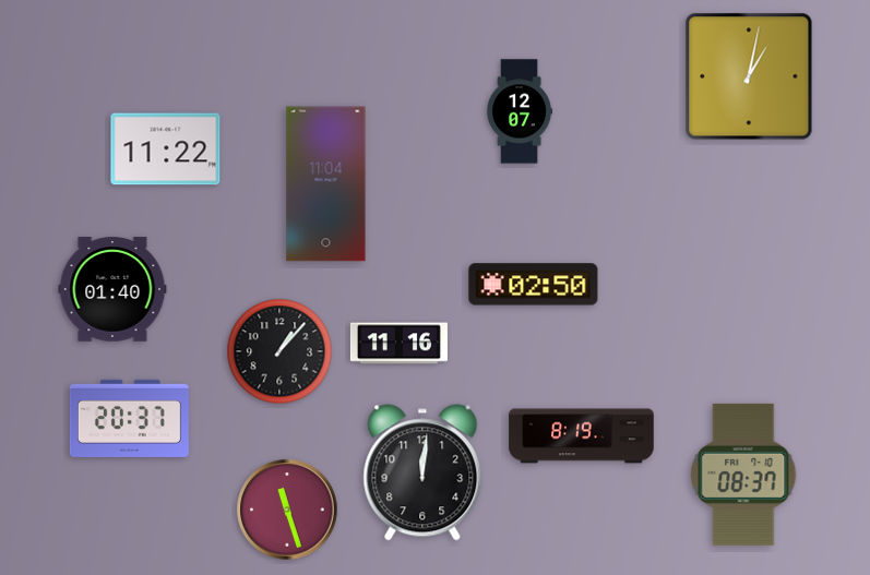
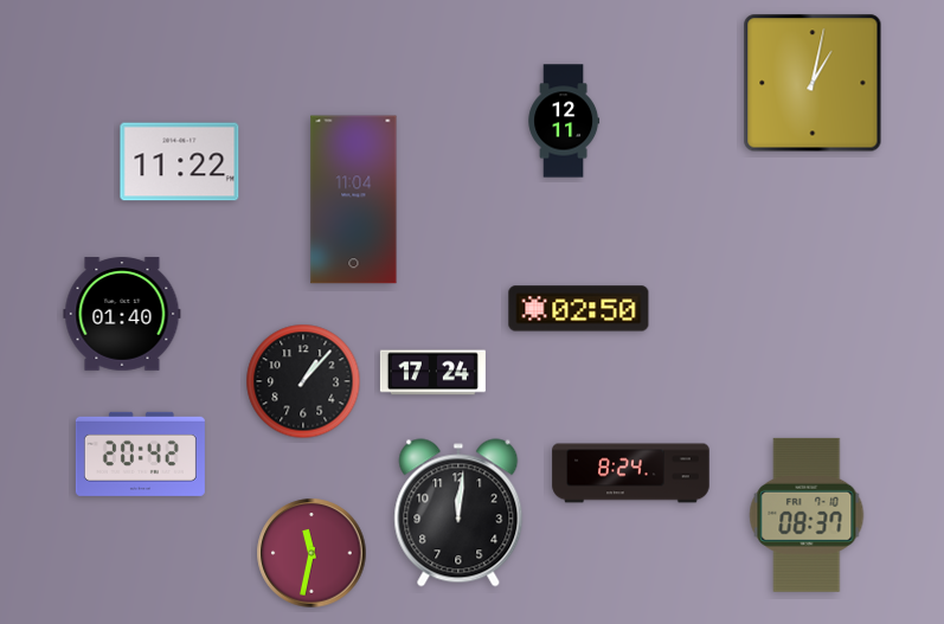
clock at (520, 111): 12:07 -> 12:11
clock at (398, 344): 11:16 -> 17:24
clock at (129, 418): 20:37 -> 20:42
clock at (582, 436): 8:19 -> 8:24
clock at (287, 510): 11:27 -> 11:32
